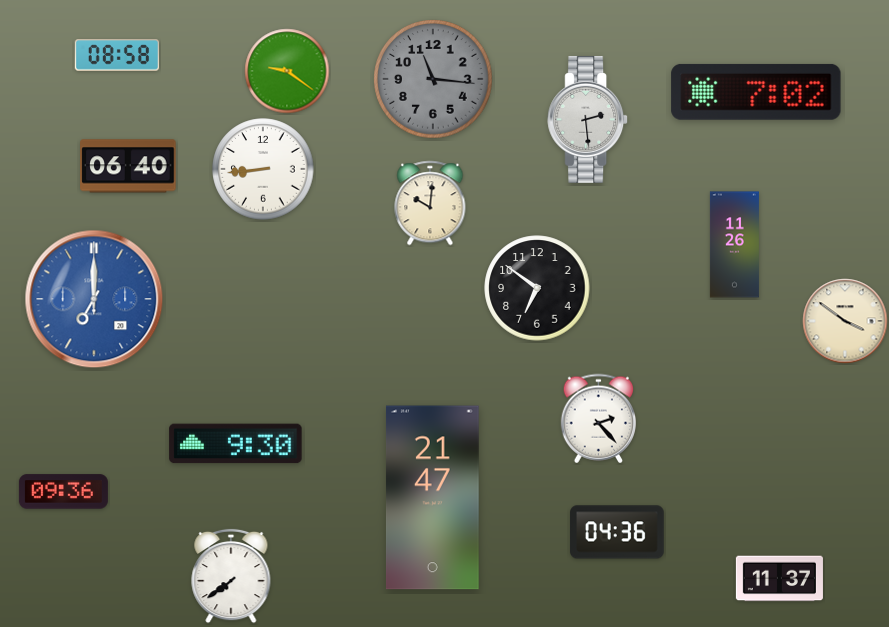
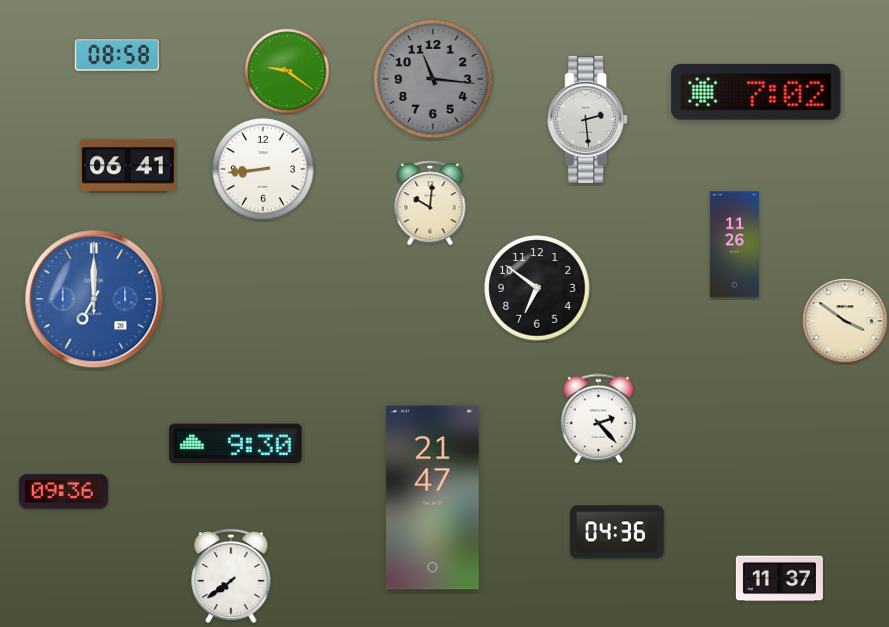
clock at (128, 166): 06:40 -> 06:41
